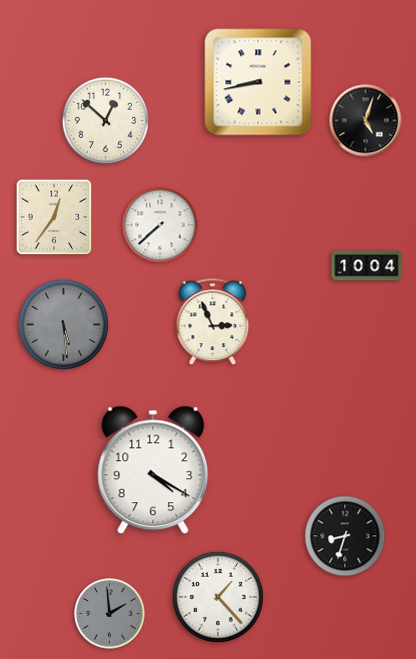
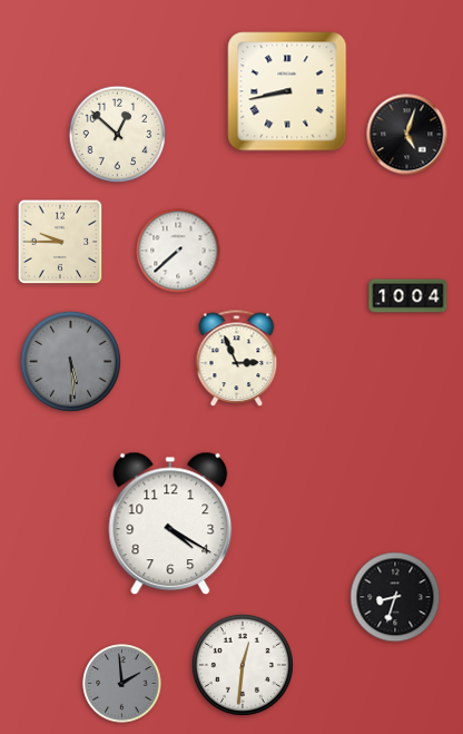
clock at (54, 217): 12:36 -> 9:45
clock at (345, 536) position: (345, 536) -> (395, 597)
clock at (218, 597): 1:23 -> 12:31
